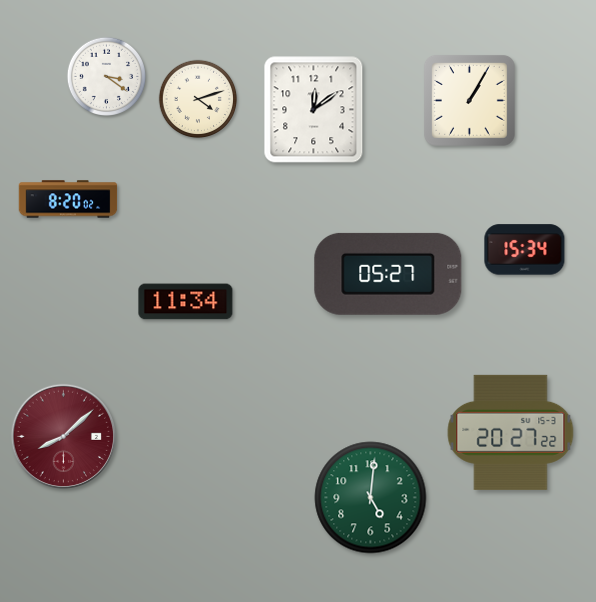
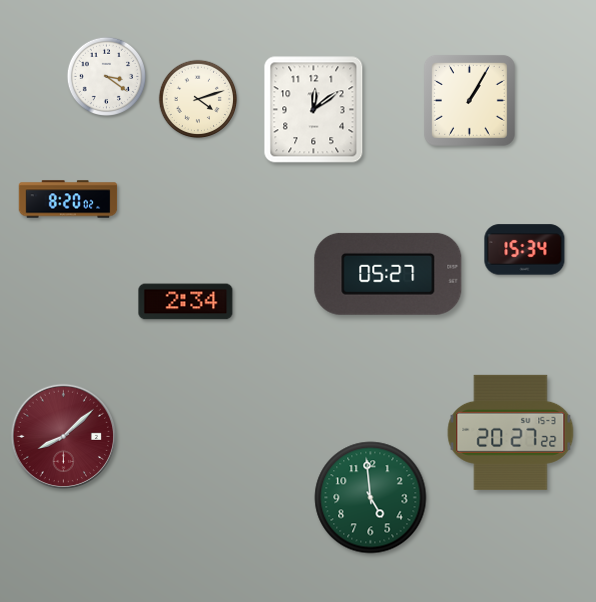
clock at (186, 302): 11:34 -> 2:34
clock at (371, 498): 5:01 -> 4:59
